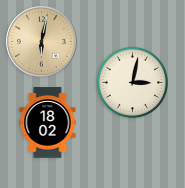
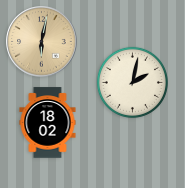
clock at (132, 82): 3:02 -> 2:02
